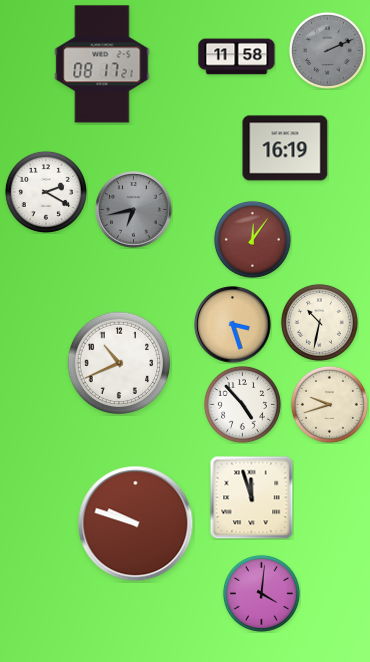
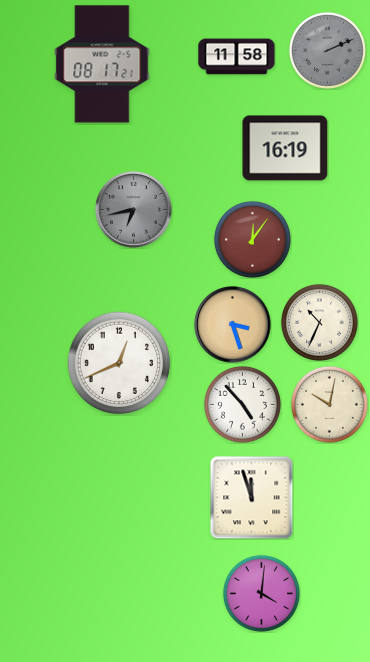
clock at (46, 192): 2:20 -> none
clock at (319, 322): 10:32 -> 10:34
clock at (119, 363): 10:41 -> 12:41
clock at (329, 404): 9:42 -> 10:02
clock at (136, 524): 9:48 -> none
